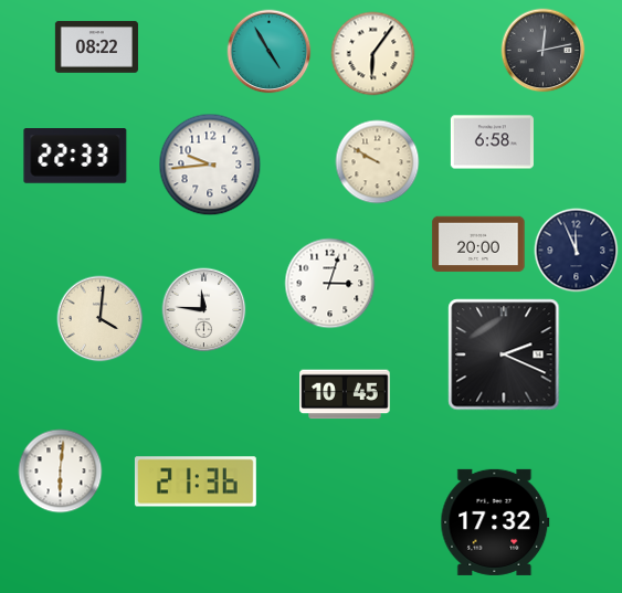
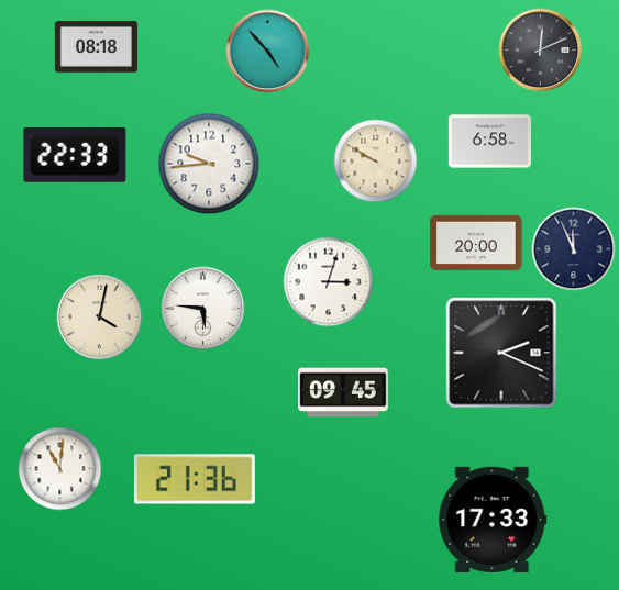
clock at (96, 47): 08:22 -> 08:18
clock at (544, 51): 12:13 -> 12:11
clock at (270, 52): 4:55 -> 4:53
clock at (373, 54): 6:06 -> none
clock at (204, 310): 11:46 -> 5:46
clock at (101, 319): 4:01 -> 4:02
clock at (345, 394): 10:45 -> 09:45
clock at (61, 472): 6:01 -> 11:01
clock at (495, 522): 17:32 -> 17:33
